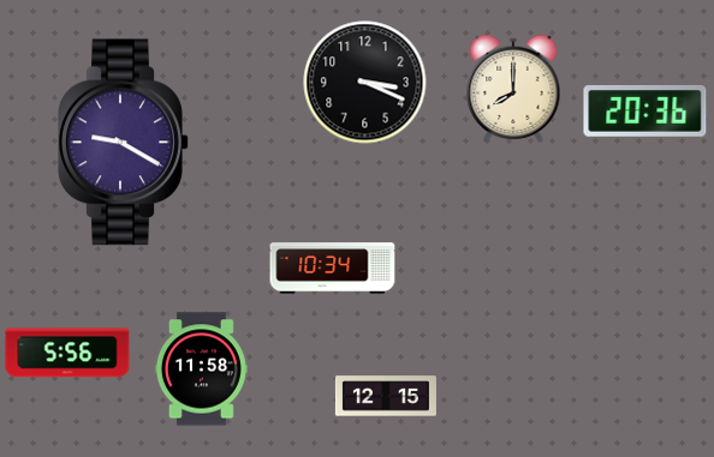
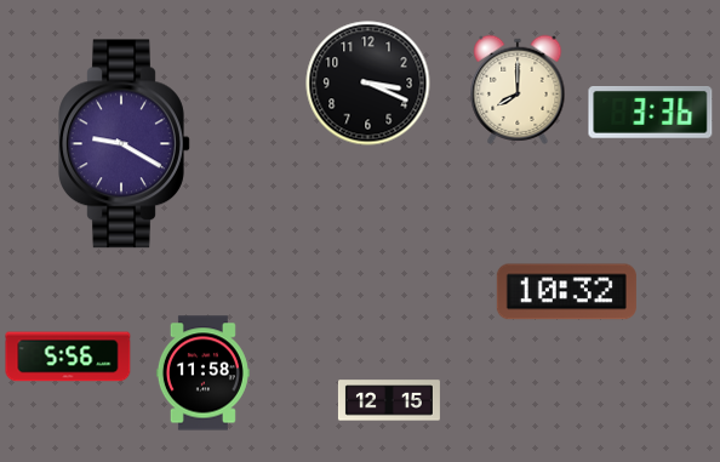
clock at (645, 112): 20:36 -> 3:36
clock at (333, 269): 10:34 -> none
clock at (566, 292): none -> 10:32
